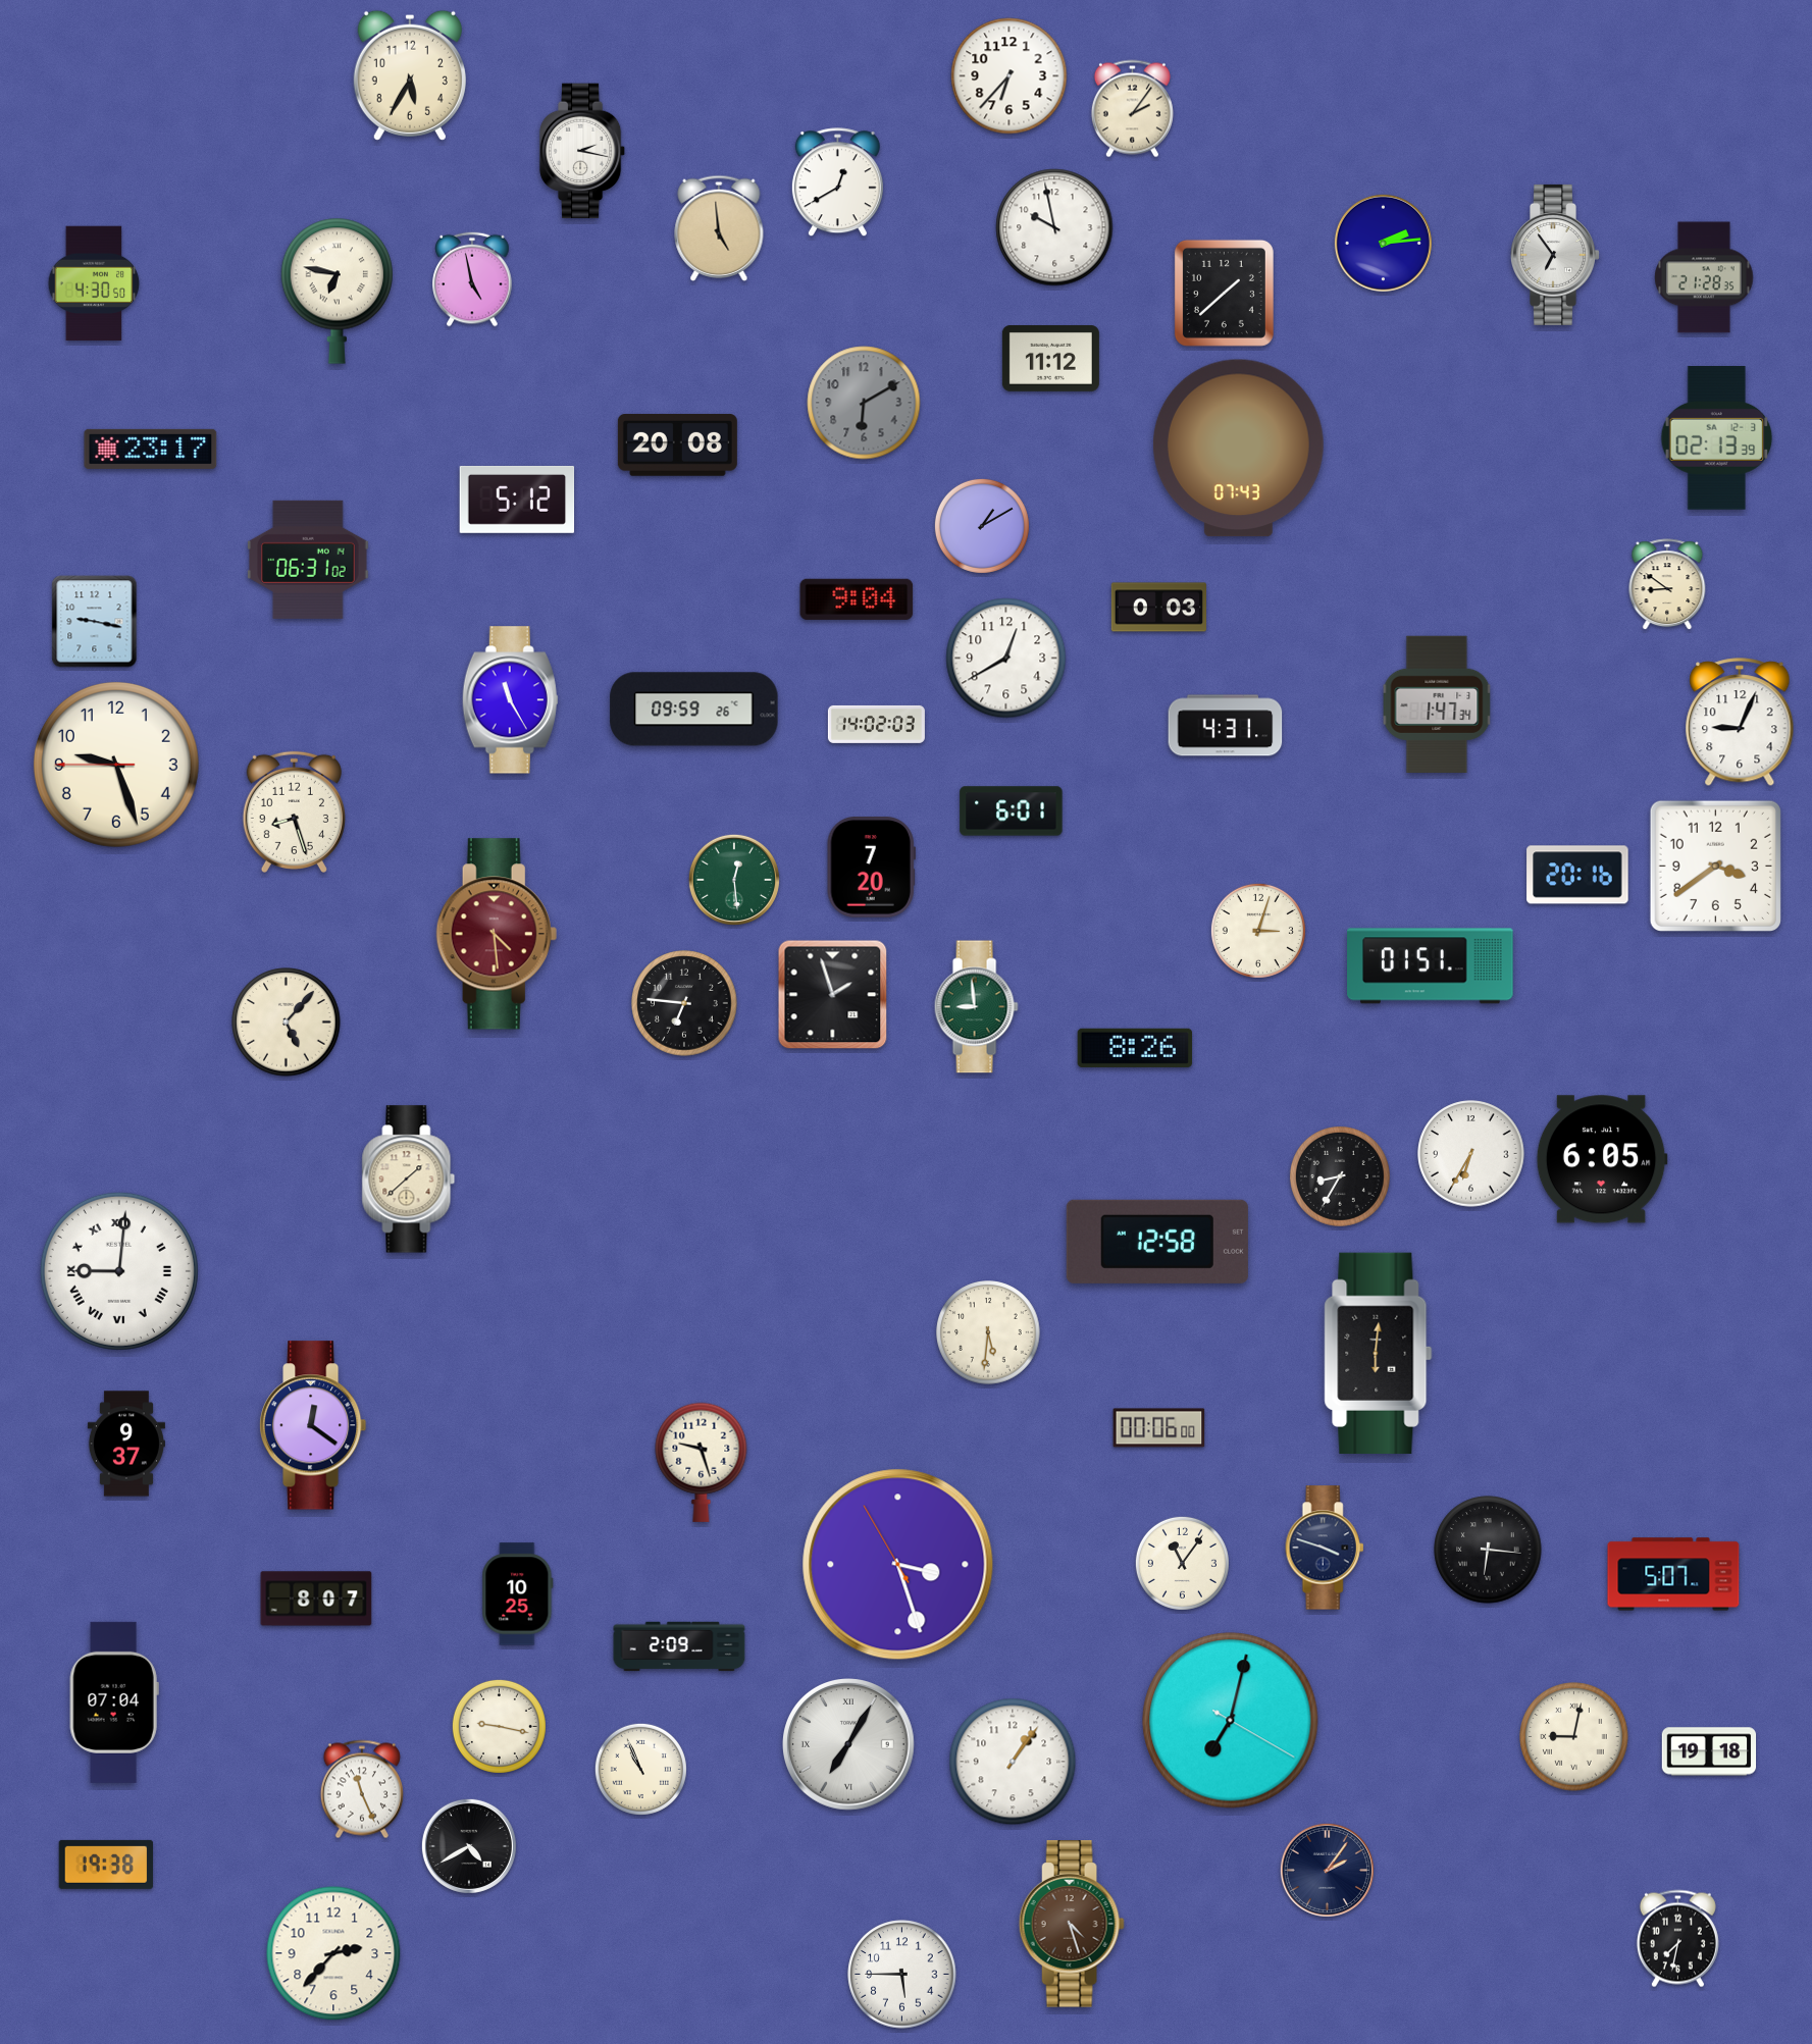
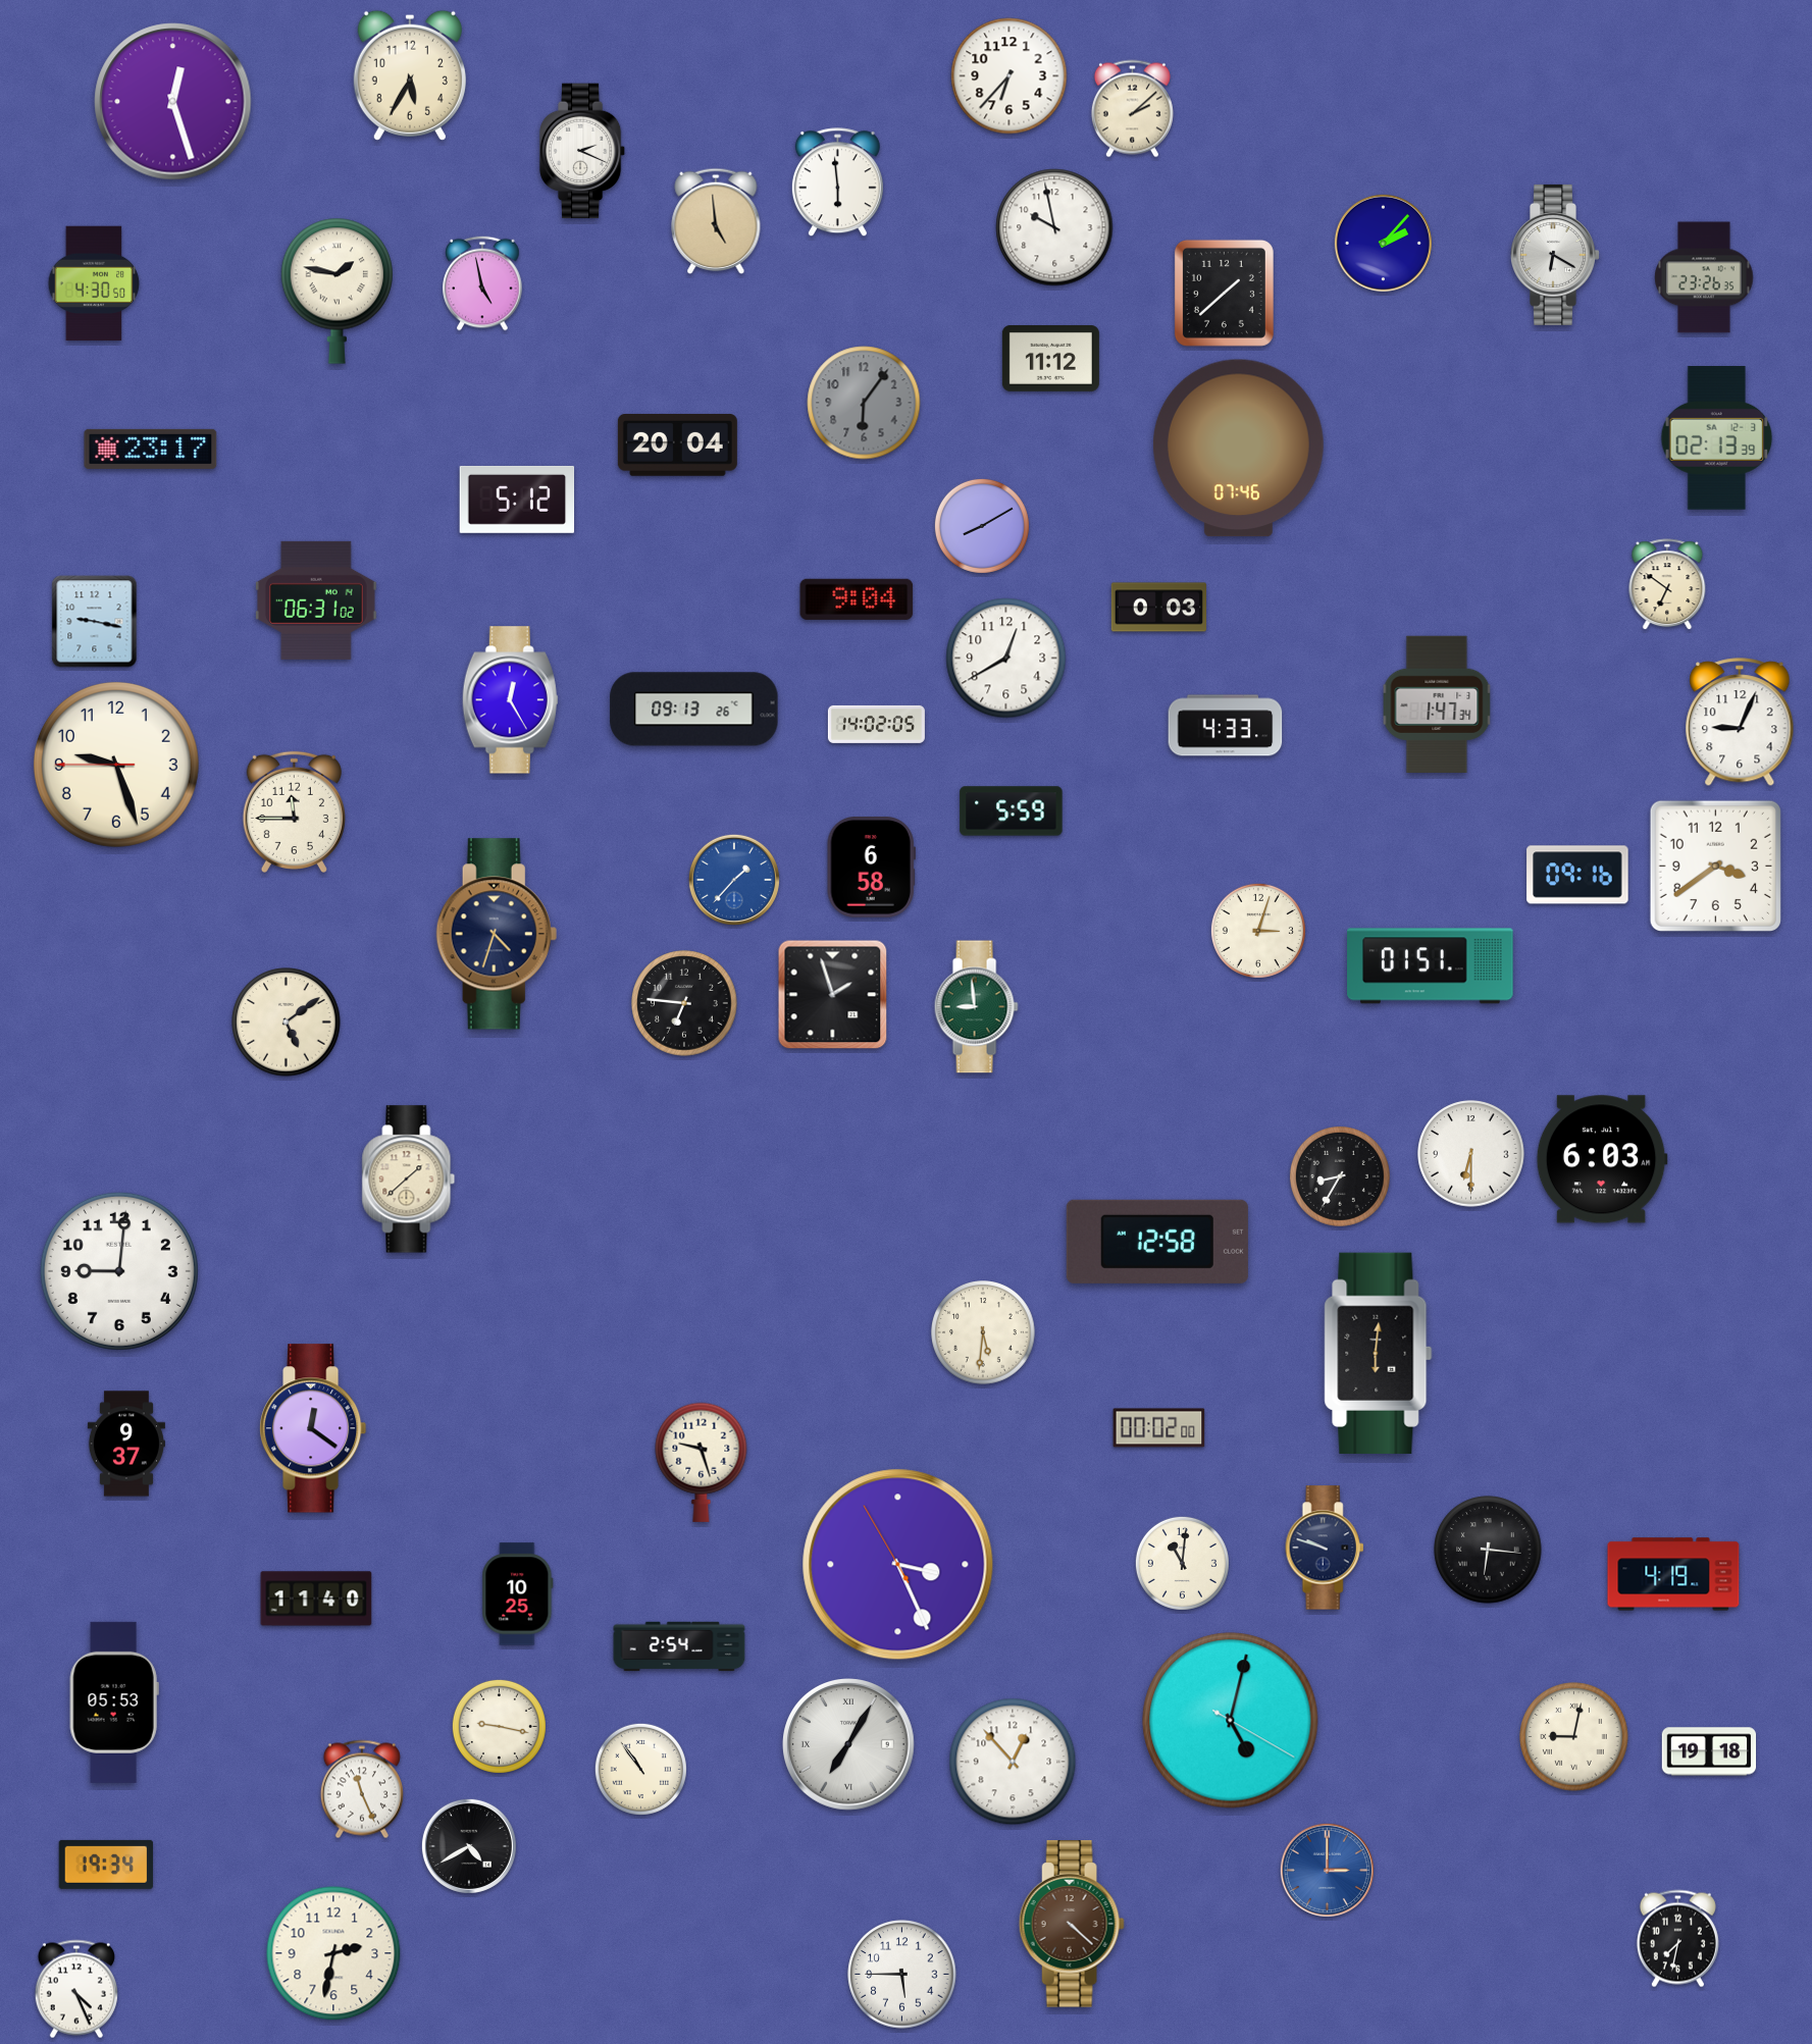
clock at (173, 102): none -> 12:27
clock at (1132, 109): 2:06 -> 2:08
clock at (582, 151): 2:17 -> 2:19
clock at (837, 182): 12:40 -> 5:59
clock at (719, 227) position: (719, 227) -> (716, 220)
clock at (1383, 243): 2:14 -> 2:07
clock at (1556, 255): 6:54 -> 6:20
clock at (1704, 277): 21:28 -> 23:26
clock at (472, 279) position: (472, 279) -> (482, 283)
clock at (336, 291): 6:47 -> 1:47
clock at (864, 403): 6:10 -> 6:06
clock at (677, 444): 20:08 -> 20:04
clock at (1238, 449): 07:43 -> 07:46
clock at (982, 526): 1:10 -> 8:10
clock at (309, 560) position: (309, 560) -> (317, 600)
clock at (1667, 585): 8:51 -> 6:51
clock at (510, 700): 11:25 -> 12:25
clock at (694, 710): 09:59 -> 09:13
clock at (876, 724): 14:02:03 -> 14:02:05
clock at (1226, 726): 4:31 -> 4:33
clock at (294, 811): 8:27 -> 11:45
clock at (1012, 811): 6:01 -> 5:59
clock at (871, 868): 7:20 -> 6:58
clock at (1577, 875): 20:16 -> 09:16
clock at (734, 880): 12:29 -> 1:37
clock at (734, 880) dial: green -> blue
clock at (497, 934): 4:29 -> 4:33
clock at (497, 934) dial: burgundy -> navy
clock at (287, 1023): 5:07 -> 5:09
clock at (1135, 1048): 8:26 -> none
clock at (1471, 1154): 6:35 -> 6:30
clock at (1602, 1159): 6:05 -> 6:03
clock at (119, 1271) numerals: Roman -> Arabic
clock at (988, 1332) position: (988, 1332) -> (983, 1332)
clock at (313, 1425) position: (313, 1425) -> (313, 1428)
clock at (1159, 1428): 00:06 -> 00:02
clock at (1325, 1548): 3:48 -> 9:48
clock at (1182, 1563): 11:06 -> 11:01
clock at (898, 1565): 3:26 -> 3:25
clock at (1673, 1574): 5:07 -> 4:19
clock at (316, 1598): 8:07 -> 11:40
clock at (679, 1646): 2:09 -> 2:54
clock at (114, 1702): 07:04 -> 05:53
clock at (1231, 1721): 7:02 -> 5:02
clock at (1013, 1762): 1:06 -> 12:53
clock at (640, 1769): 10:56 -> 10:54
clock at (105, 1865): 19:38 -> 19:34
clock at (1327, 1870): 2:06 -> 3:00
clock at (1327, 1870) dial: navy -> blue
clock at (1072, 1924): 4:27 -> 4:22
clock at (333, 1953): 2:37 -> 2:32
clock at (76, 1989): none -> 4:26
